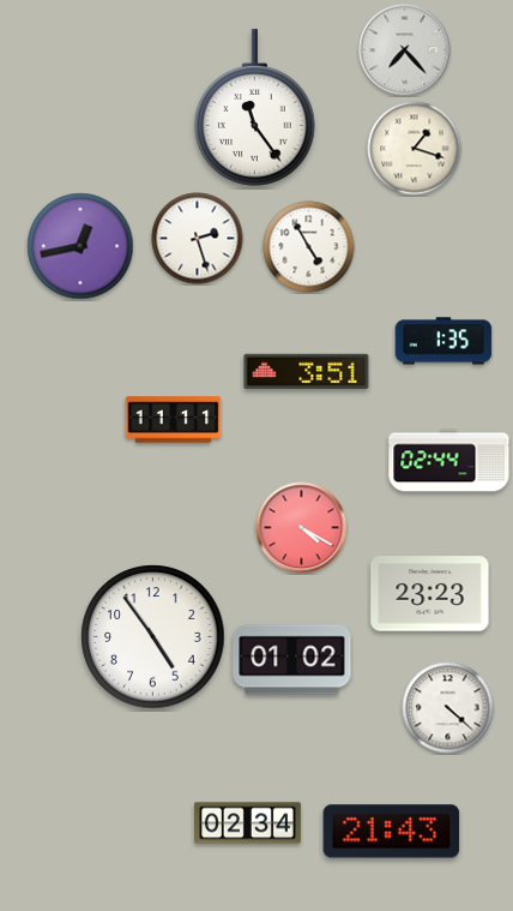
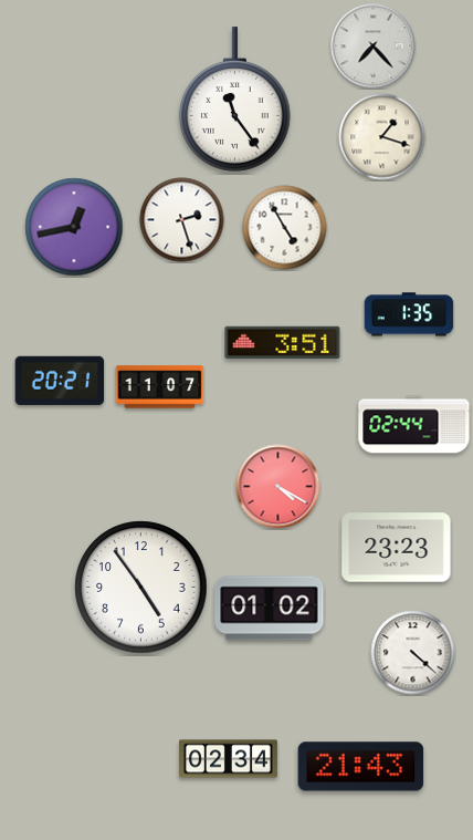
clock at (60, 381): none -> 20:21
clock at (174, 420): 11:11 -> 11:07
